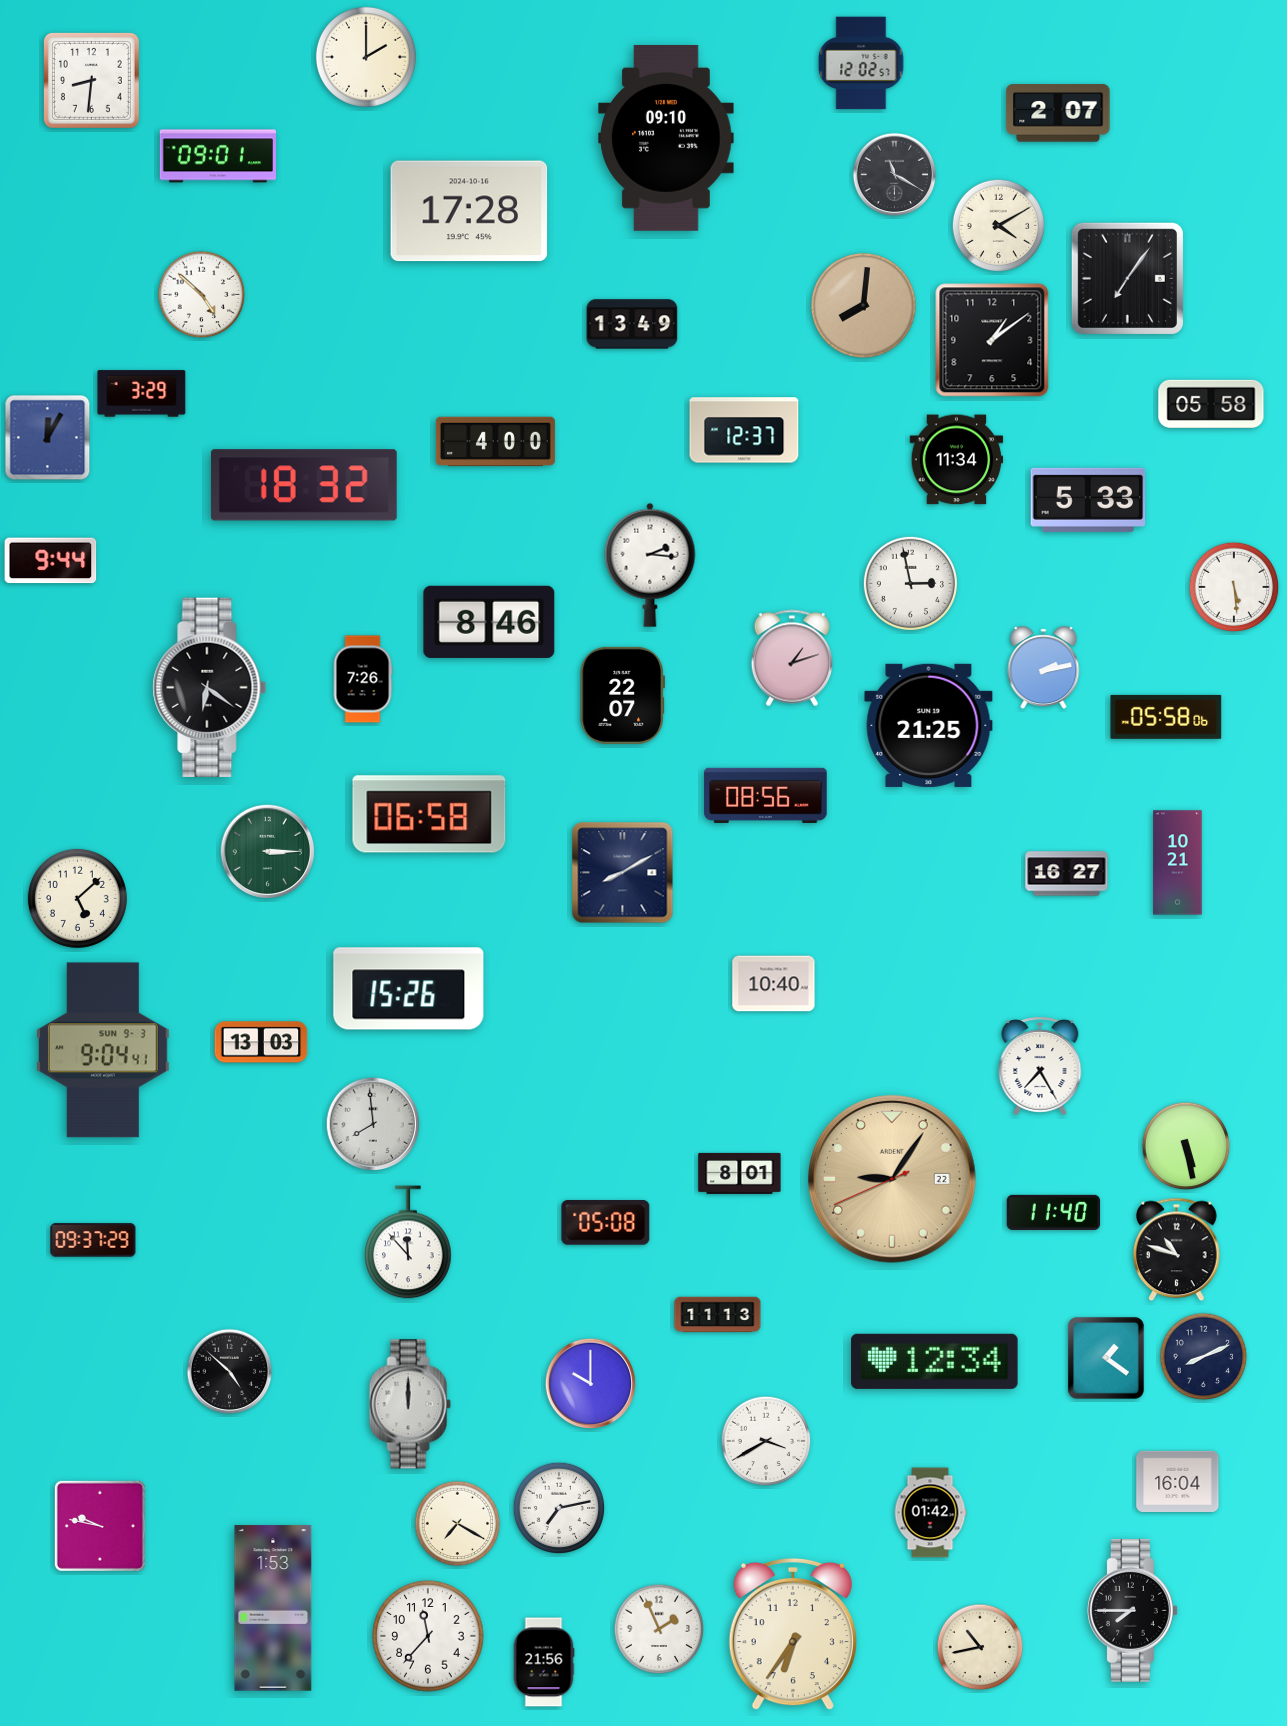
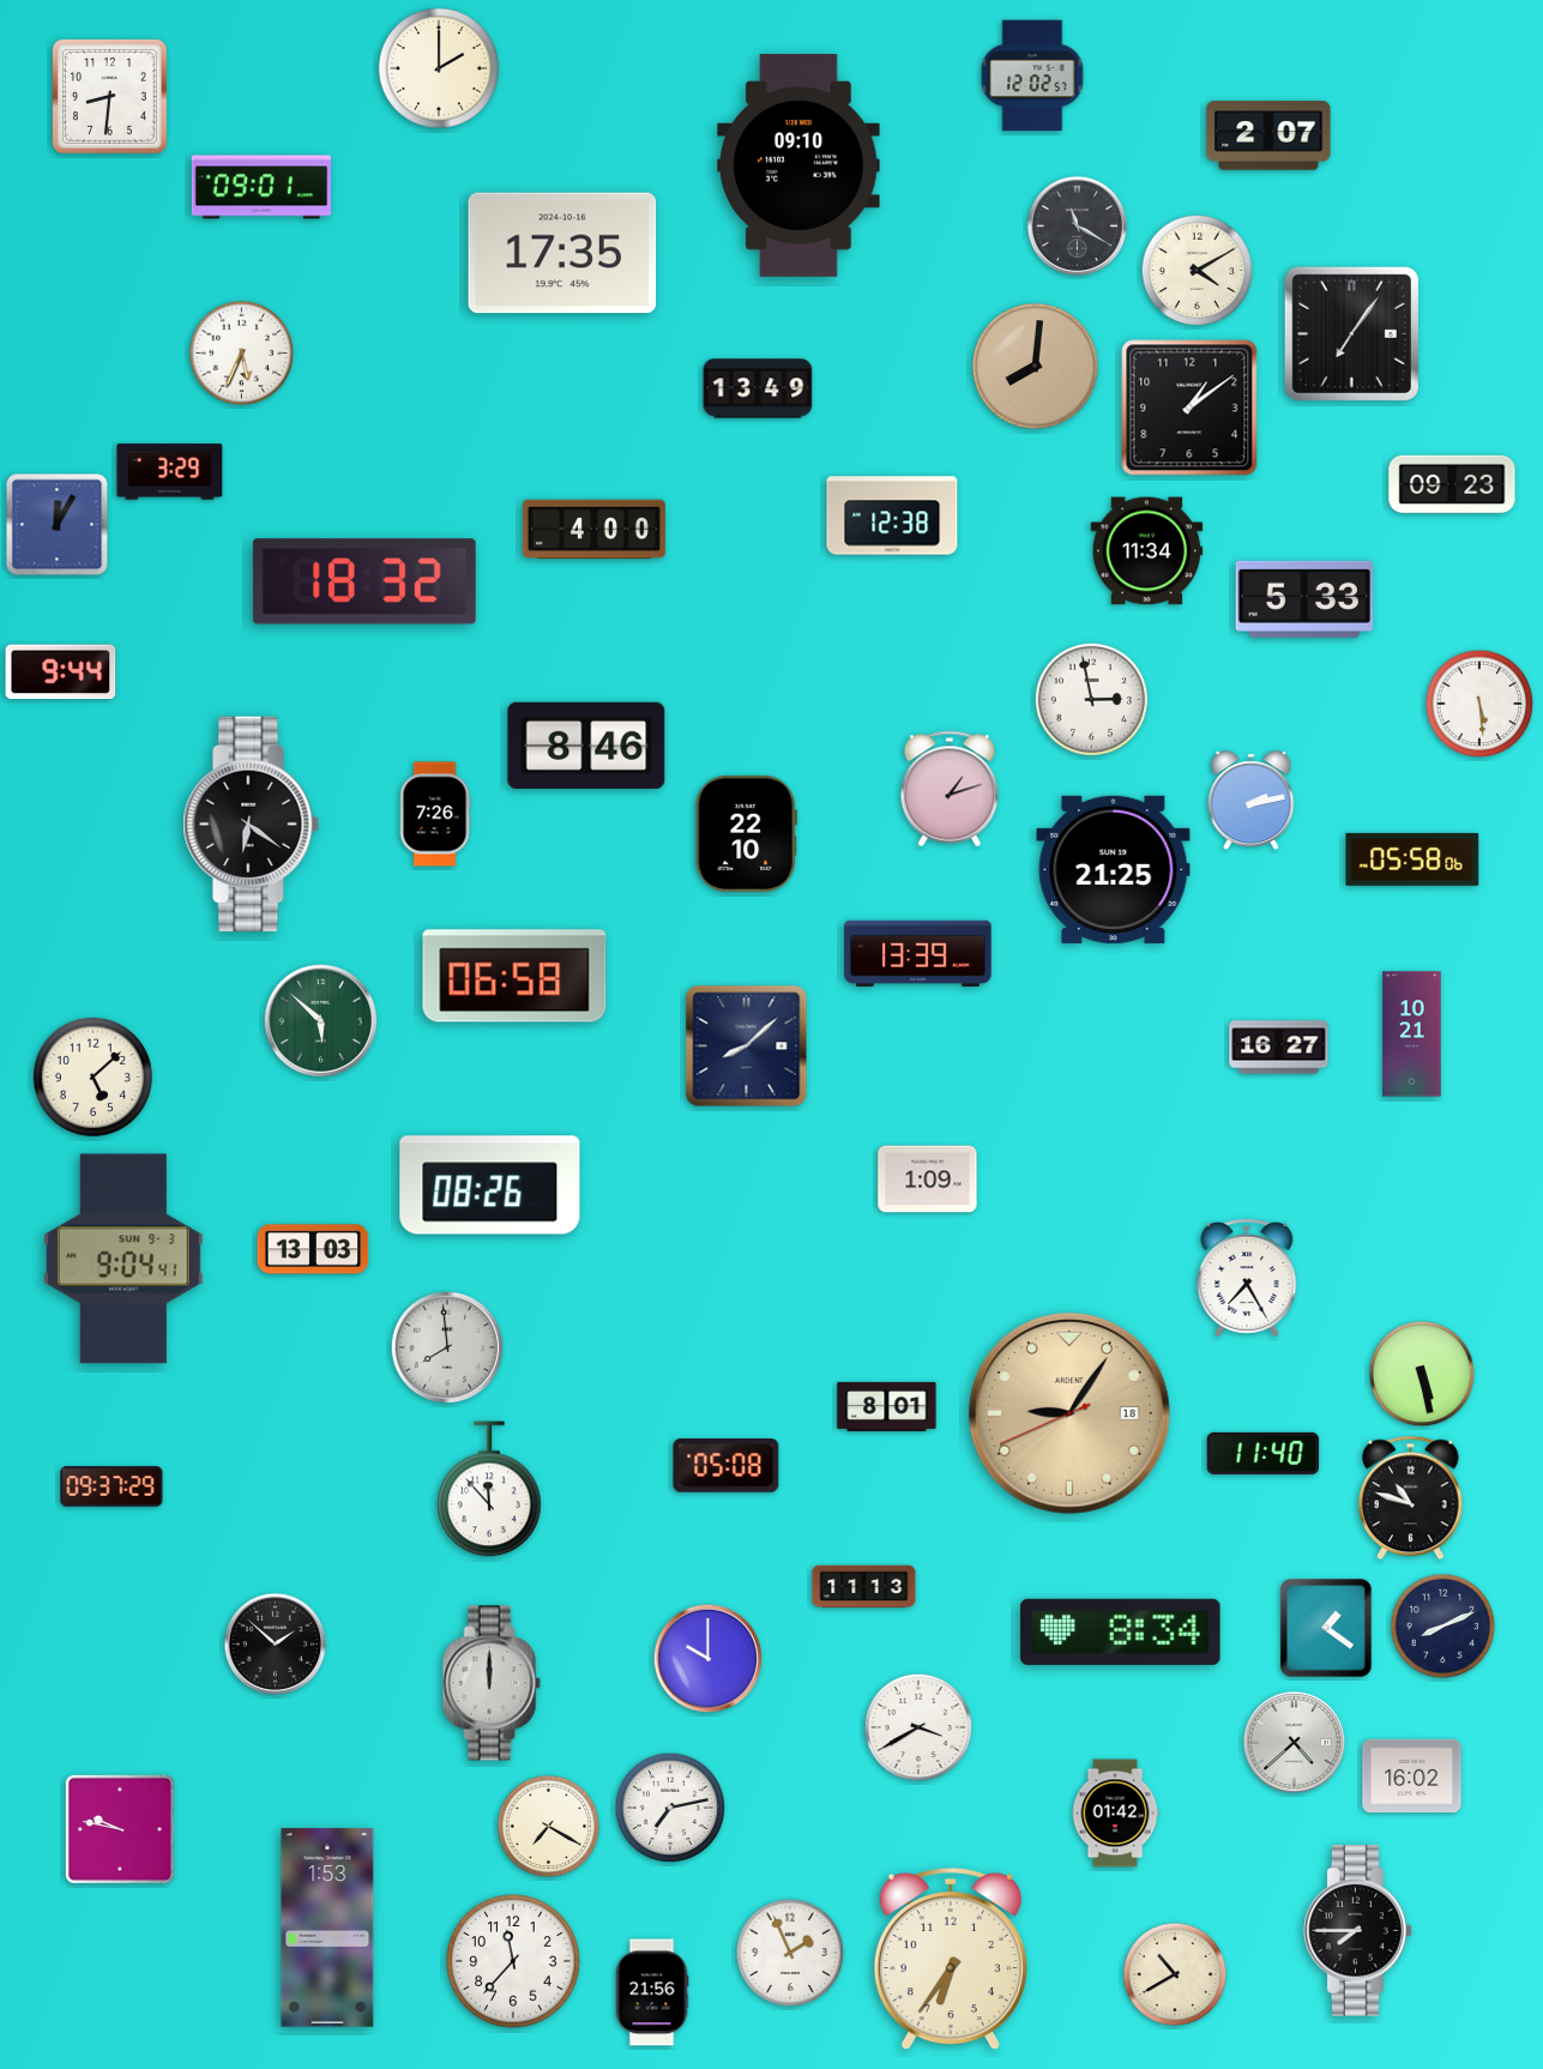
clock at (895, 175) position: (895, 175) -> (1078, 227)
clock at (469, 211): 17:28 -> 17:35
clock at (202, 295): 4:52 -> 5:34
clock at (1211, 403): 05:58 -> 09:23
clock at (744, 430): 12:37 -> 12:38
clock at (650, 565): 2:16 -> none
clock at (622, 695): 22:07 -> 22:10
clock at (1166, 717) position: (1166, 717) -> (1412, 859)
clock at (766, 795): 08:56 -> 13:39
clock at (268, 852): 3:15 -> 5:52
clock at (623, 873): 8:10 -> 8:08
clock at (774, 984): 10:40 -> 1:09
clock at (409, 989): 15:26 -> 08:26
clock at (892, 1179) date: 22 -> 18
clock at (718, 1315) position: (718, 1315) -> (864, 1587)
clock at (935, 1361): 12:34 -> 8:34
clock at (230, 1372): 4:52 -> 1:52
clock at (1295, 1743): none -> 4:38
clock at (1178, 1482): 16:04 -> 16:02
clock at (980, 1647): 10:43 -> 10:40
